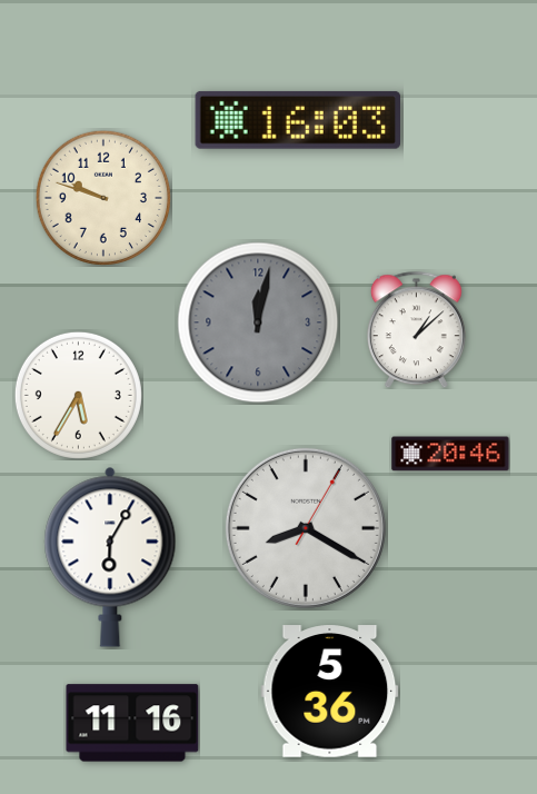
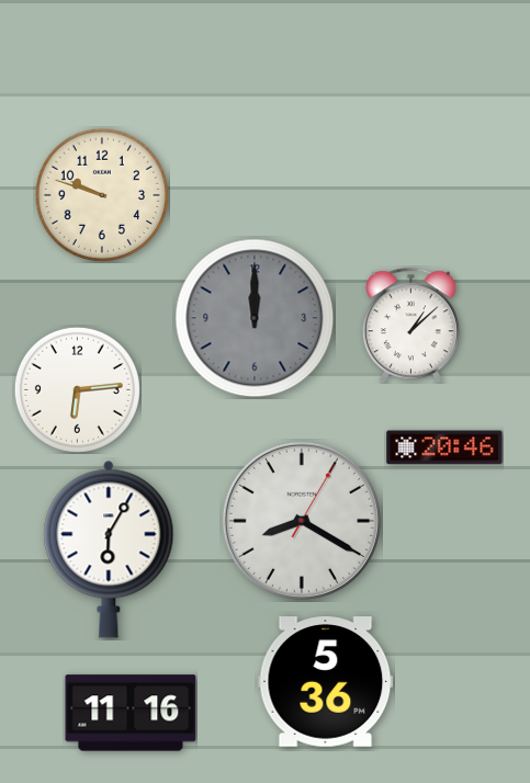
clock at (297, 120): 16:03 -> none
clock at (258, 322): 12:02 -> 12:00
clock at (78, 395): 5:35 -> 6:14
